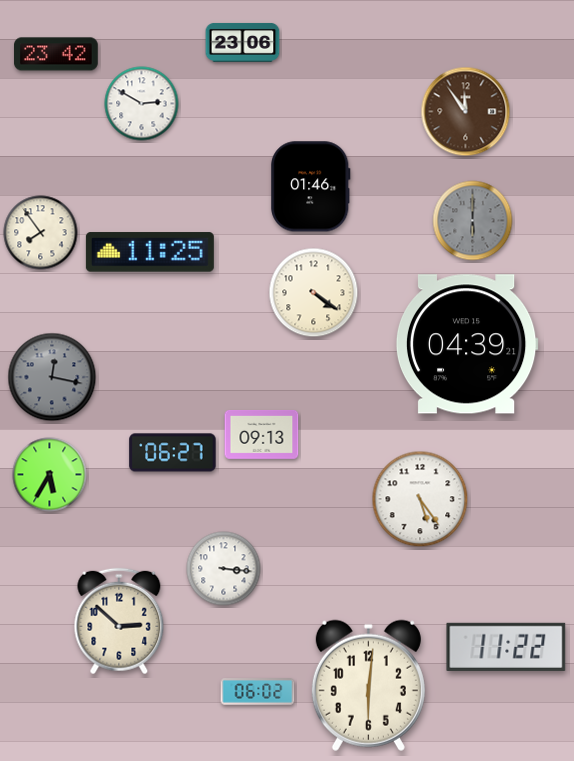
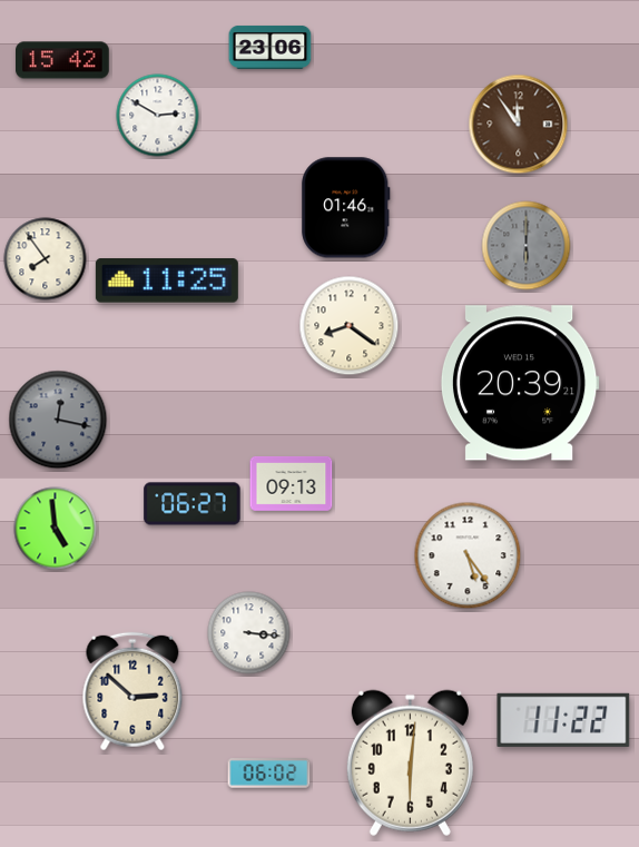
clock at (57, 54): 23:42 -> 15:42
clock at (314, 293): 4:21 -> 8:21
clock at (467, 344): 04:39 -> 20:39
clock at (50, 475): 5:35 -> 4:59
clock at (258, 692) position: (258, 692) -> (269, 774)
